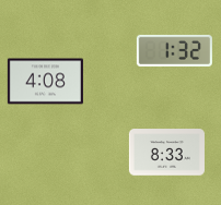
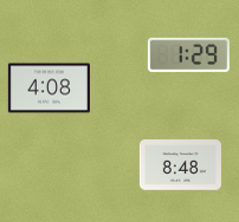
clock at (174, 50): 1:32 -> 1:29
clock at (166, 153): 8:33 -> 8:48
